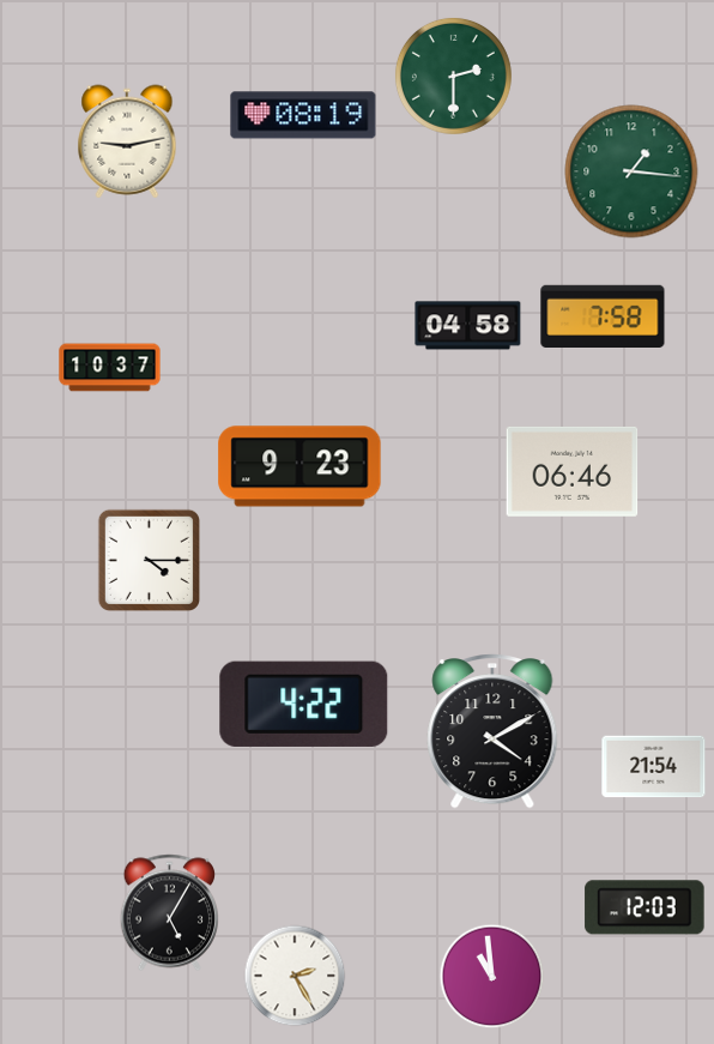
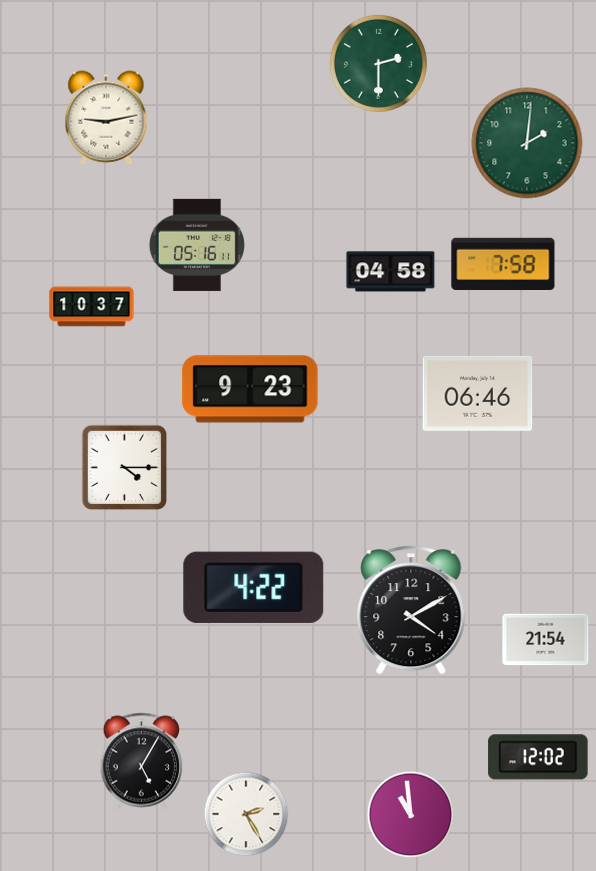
clock at (303, 115): 08:19 -> none
clock at (631, 171): 1:16 -> 2:01
clock at (197, 245): none -> 05:16
clock at (645, 907): 12:03 -> 12:02
